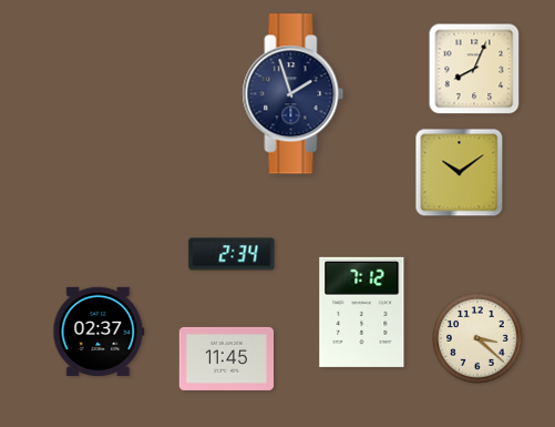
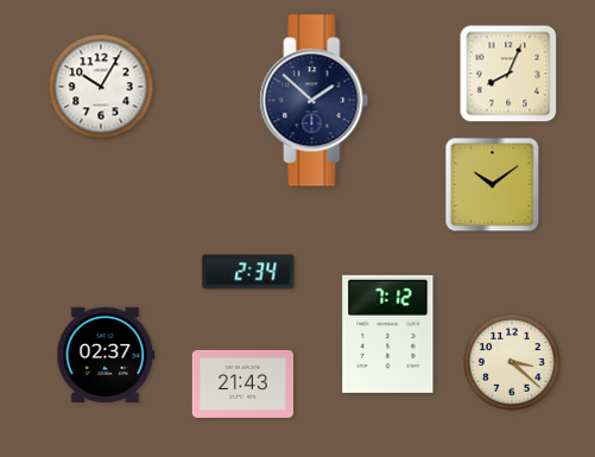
clock at (101, 87): none -> 10:05
clock at (294, 94): 1:57 -> 1:52
clock at (226, 358): 11:45 -> 21:43
